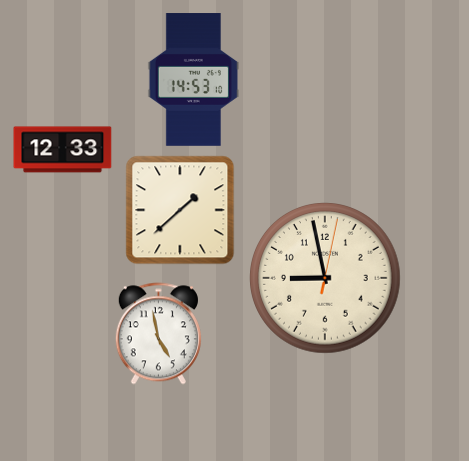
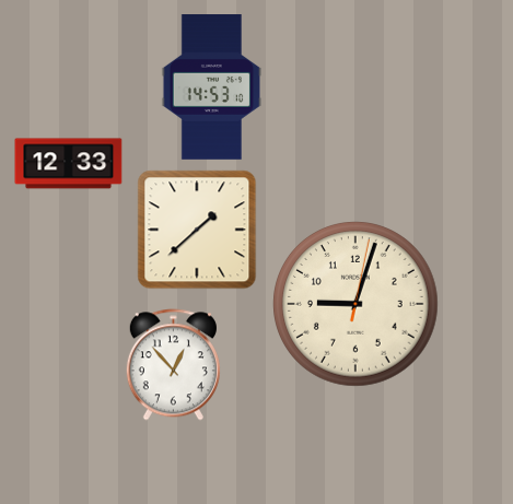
clock at (325, 278): 8:58 -> 9:03
clock at (158, 334): 4:58 -> 12:53
